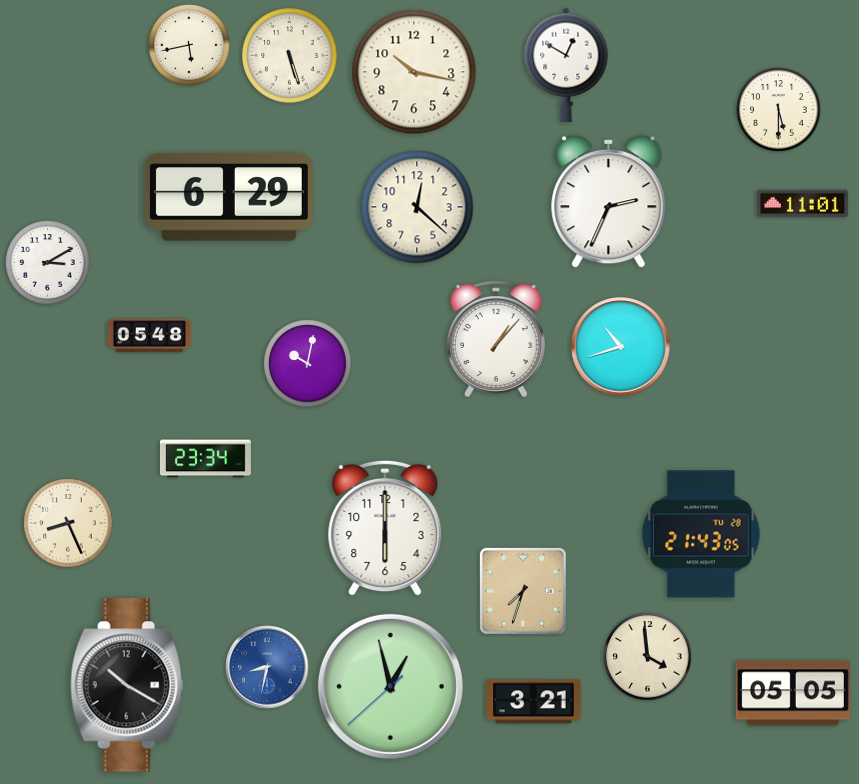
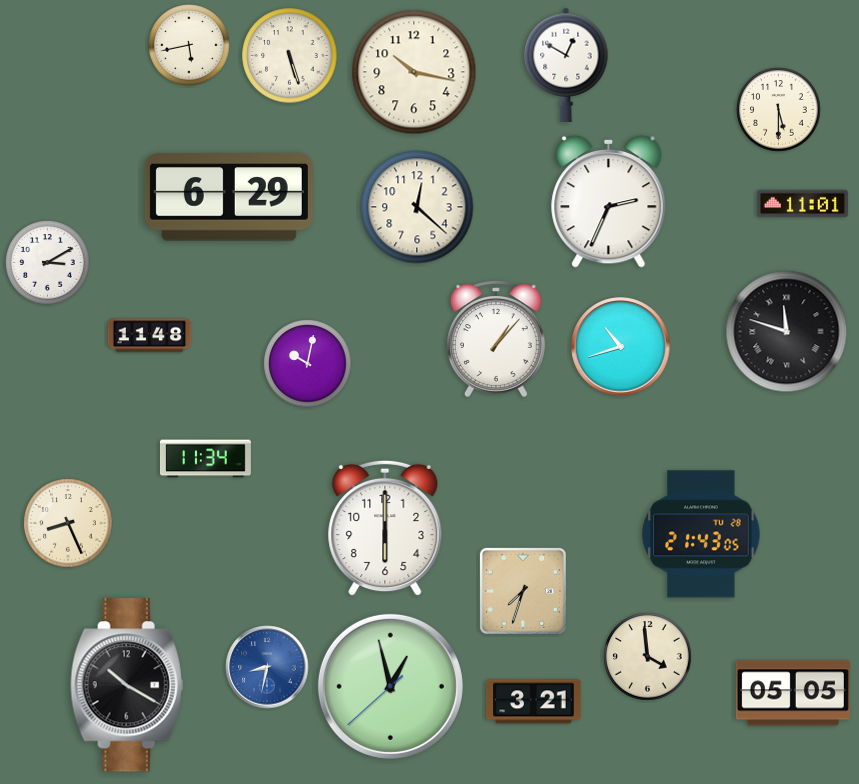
clock at (787, 332): none -> 11:48
clock at (150, 336): 05:48 -> 11:48
clock at (205, 459): 23:34 -> 11:34
